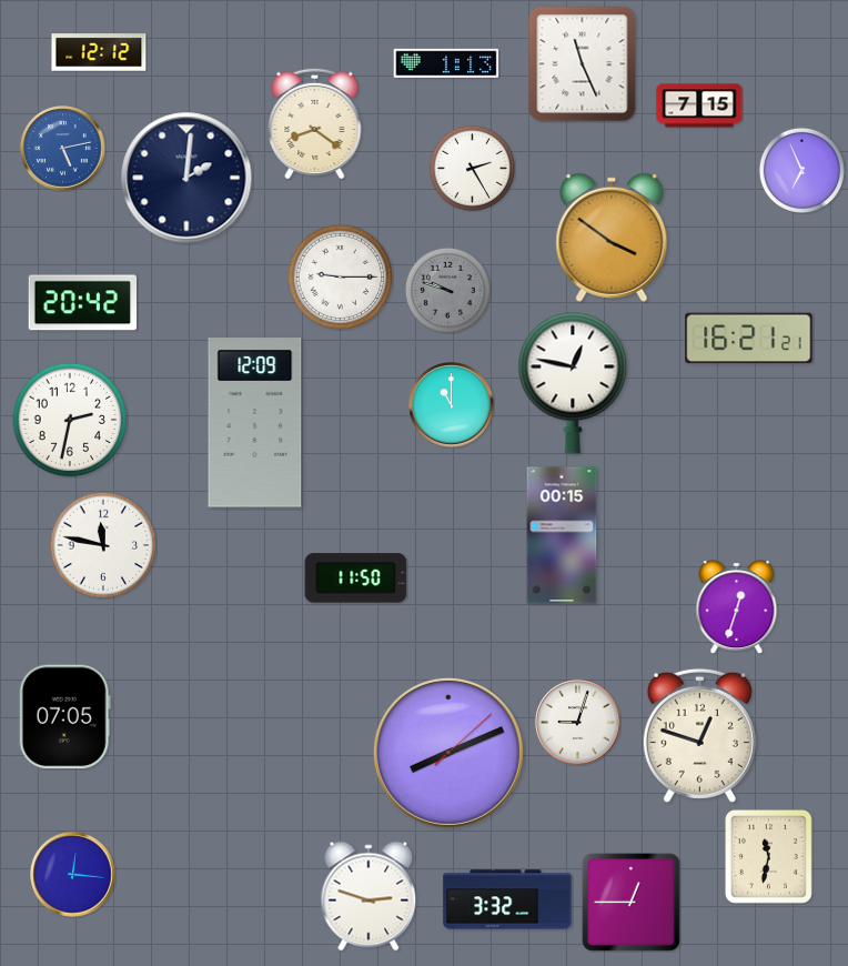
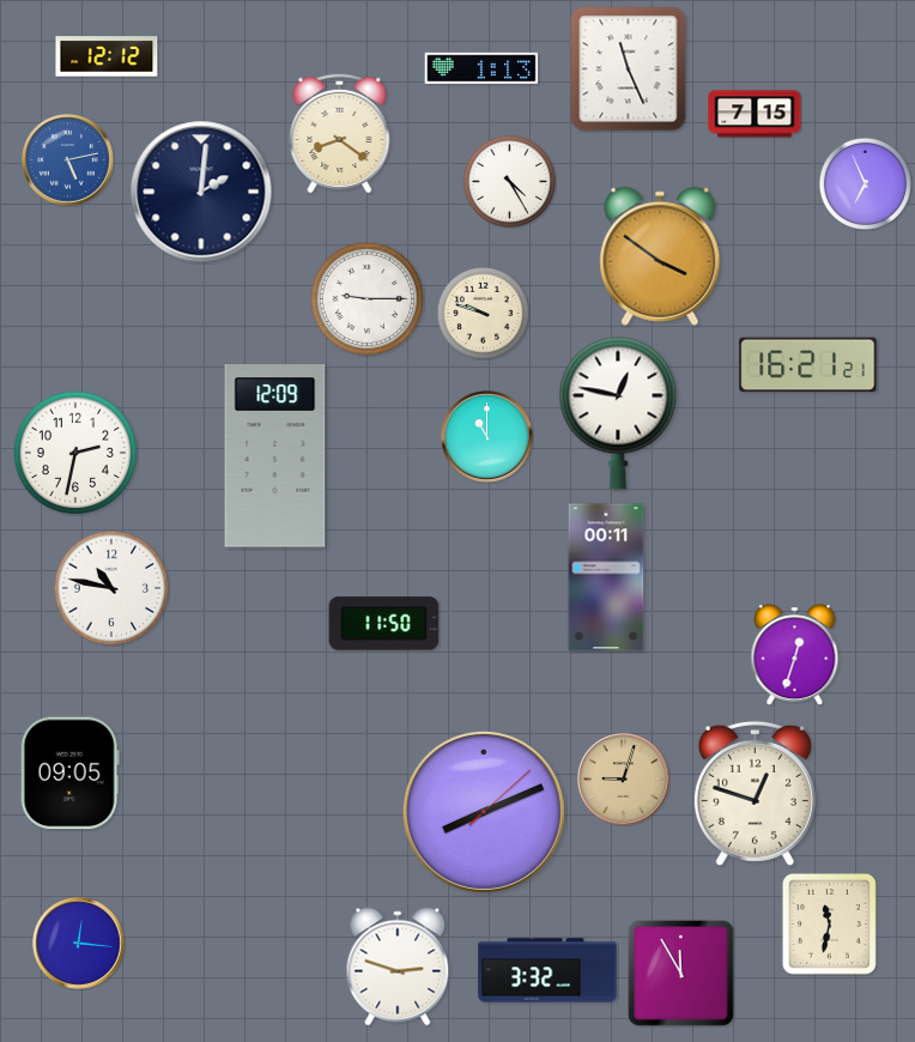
clock at (472, 168): 2:25 -> 4:25
clock at (447, 290) dial: grey -> cream
clock at (82, 303): 20:42 -> none
clock at (562, 535): 00:15 -> 00:11
clock at (103, 545): 11:47 -> 10:47
clock at (64, 717): 07:05 -> 09:05
clock at (578, 723) dial: white -> champagne
clock at (630, 902): 12:45 -> 11:55
